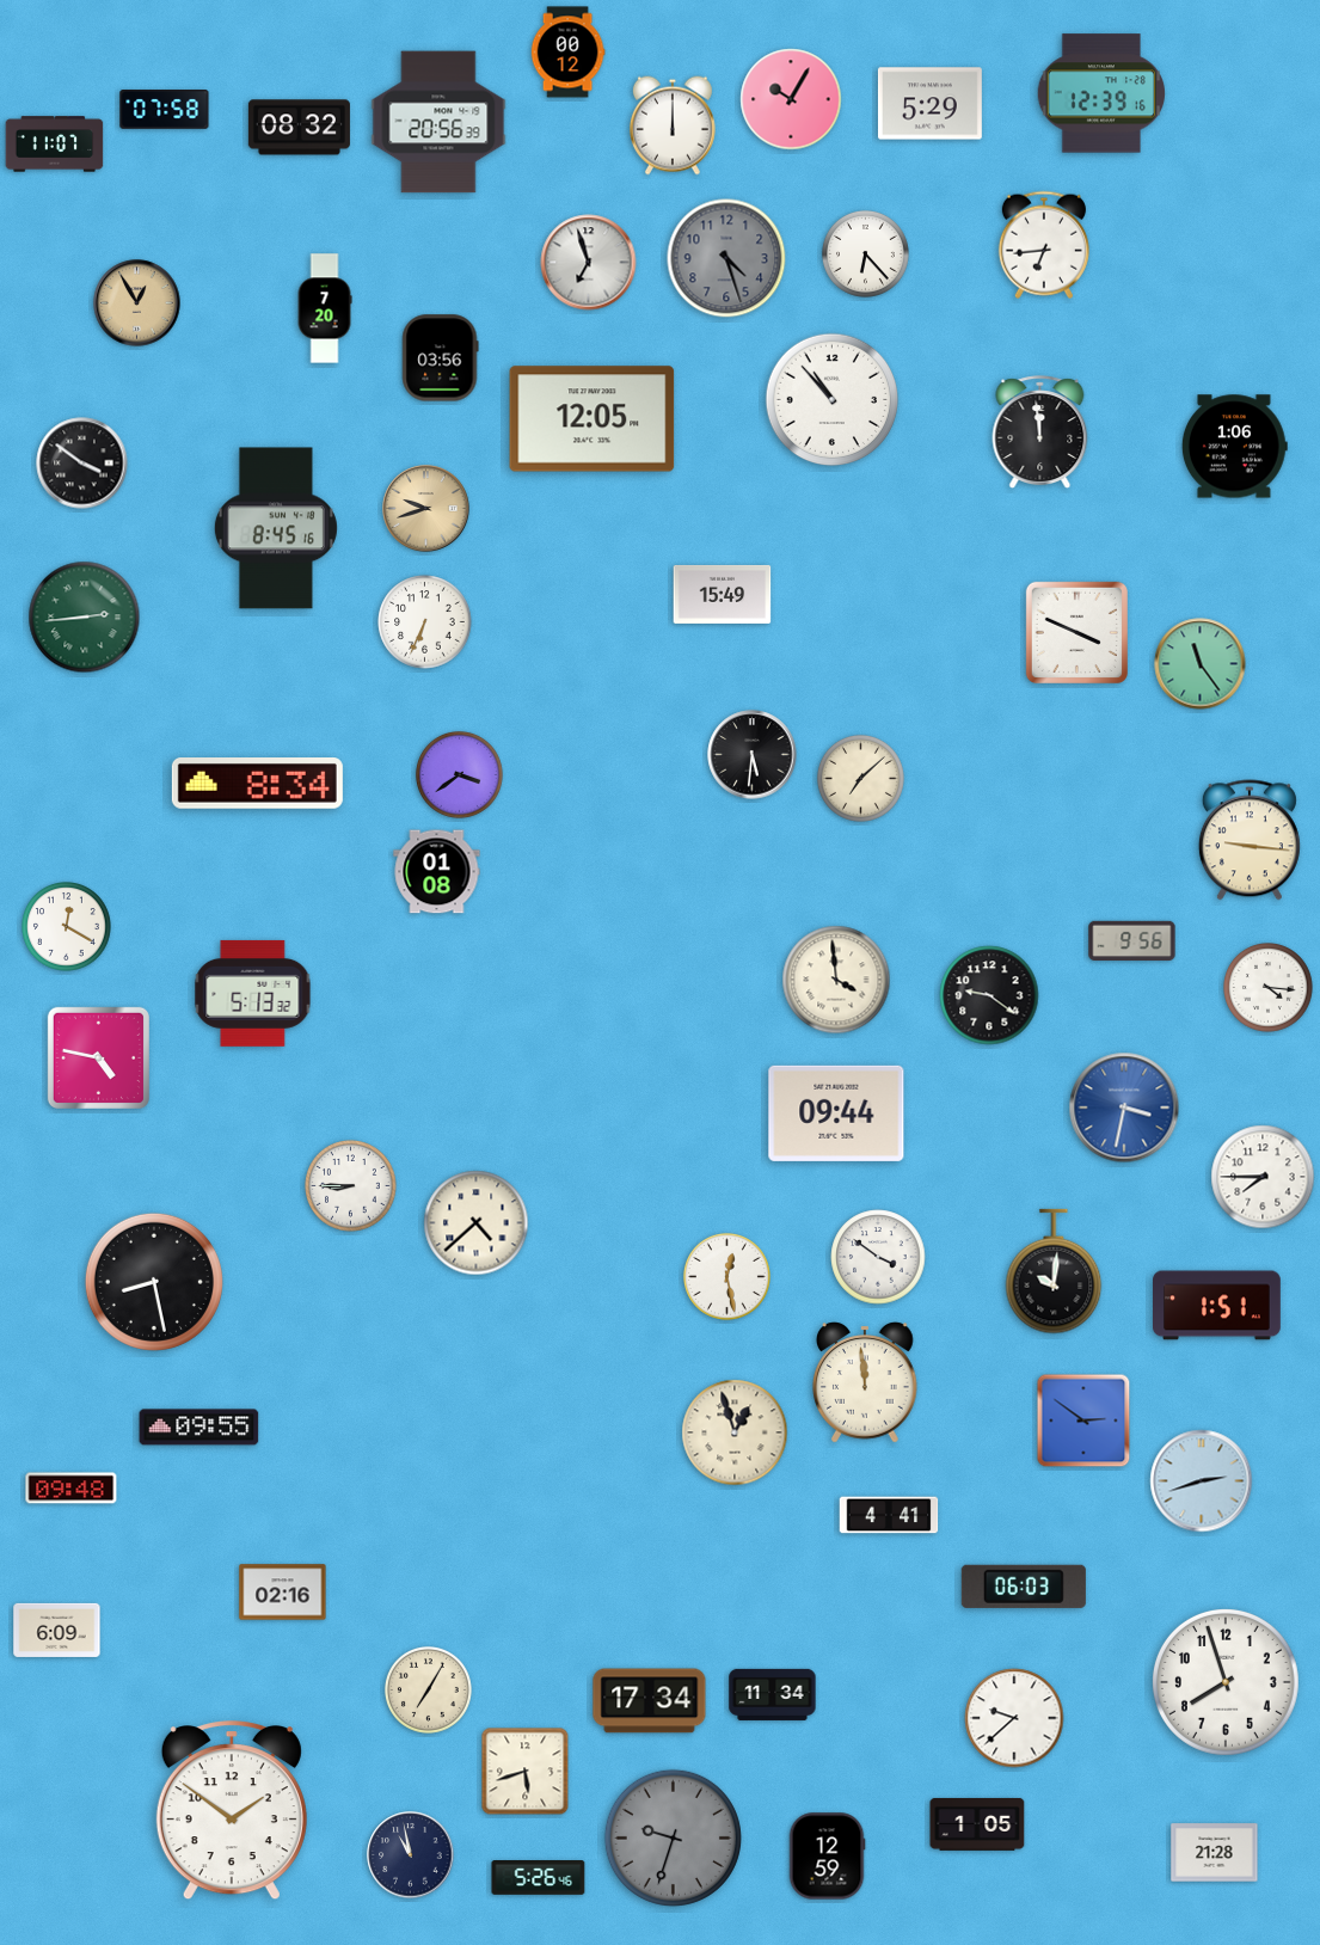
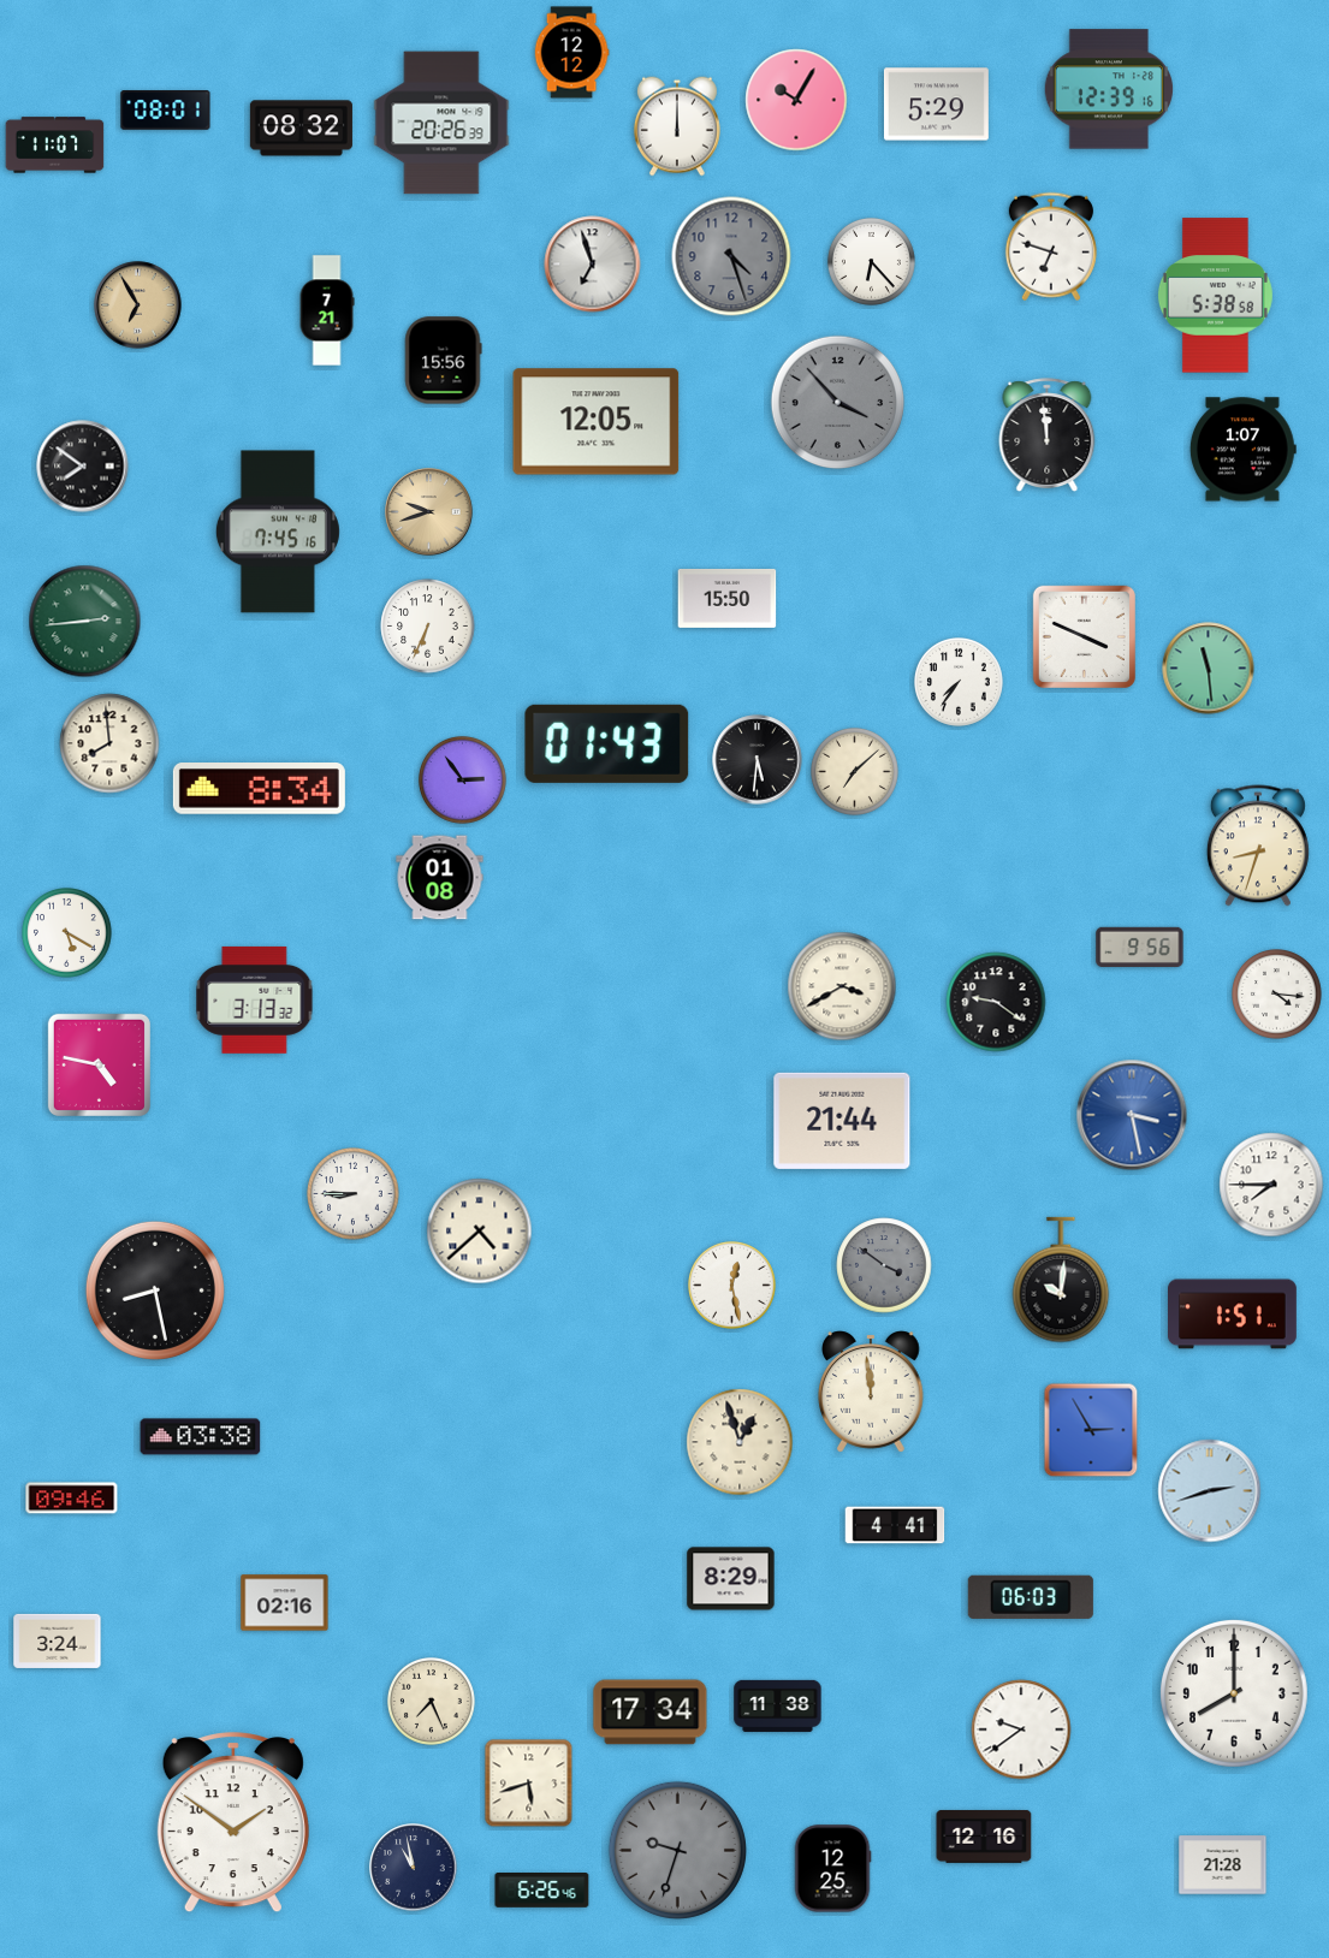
clock at (567, 53): 00:12 -> 12:12
clock at (1100, 93) position: (1100, 93) -> (1108, 89)
clock at (165, 110): 07:58 -> 08:01
clock at (438, 122): 20:56 -> 20:26
clock at (1044, 245): 6:44 -> 6:48
clock at (865, 253) position: (865, 253) -> (871, 261)
clock at (726, 258) position: (726, 258) -> (731, 256)
clock at (1215, 296): none -> 5:38
clock at (137, 303): 12:55 -> 6:55
clock at (325, 308): 7:20 -> 7:21
clock at (440, 358): 03:56 -> 15:56
clock at (833, 400): 10:53 -> 3:53
clock at (833, 400) dial: white -> grey
clock at (1234, 447): 1:06 -> 1:07
clock at (82, 464): 3:51 -> 7:51
clock at (276, 528): 8:45 -> 7:45
clock at (723, 594): 15:49 -> 15:50
clock at (1201, 664): 11:24 -> 11:29
clock at (960, 683): none -> 7:36
clock at (109, 743): none -> 7:59
clock at (607, 743): none -> 01:43
clock at (459, 774): 3:39 -> 2:54
clock at (860, 778) position: (860, 778) -> (854, 771)
clock at (1250, 840): 9:16 -> 8:33
clock at (67, 927): 12:20 -> 5:20
clock at (836, 980): 3:59 -> 3:40
clock at (253, 993): 5:13 -> 3:13
clock at (1124, 1108): 3:32 -> 3:28
clock at (836, 1113): 09:44 -> 21:44
clock at (878, 1257) dial: white -> grey
clock at (1217, 1306) position: (1217, 1306) -> (1233, 1315)
clock at (1083, 1421): 2:51 -> 2:55
clock at (199, 1428): 09:55 -> 03:38
clock at (72, 1489): 09:48 -> 09:46
clock at (731, 1579): none -> 8:29
clock at (57, 1630): 6:09 -> 3:24
clock at (1226, 1682): 7:57 -> 8:00
clock at (428, 1689): 7:05 -> 7:26
clock at (773, 1694): 11:34 -> 11:38
clock at (650, 1701) position: (650, 1701) -> (651, 1713)
clock at (1014, 1718): 9:38 -> 9:39
clock at (977, 1824): 1:05 -> 12:16
clock at (827, 1857): 12:59 -> 12:25
clock at (539, 1878): 5:26 -> 6:26
